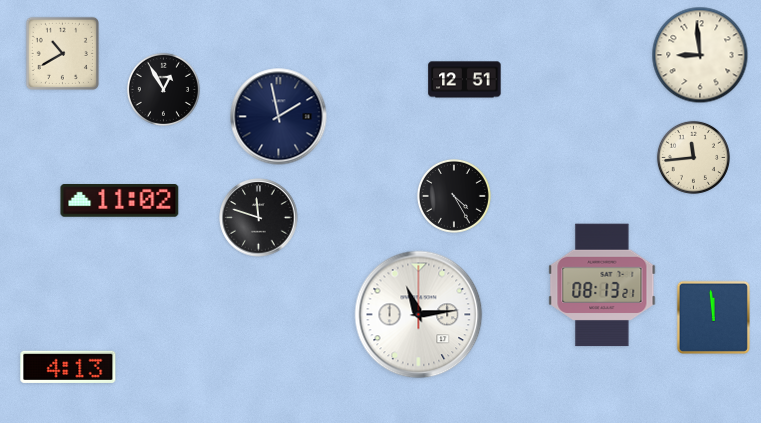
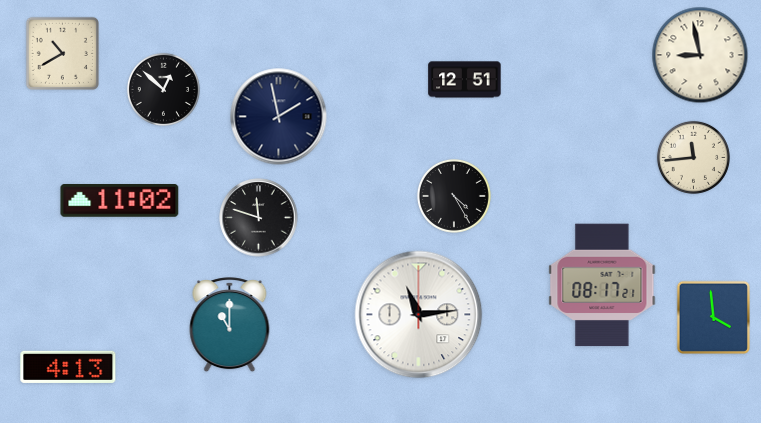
clock at (700, 55): 8:59 -> 8:58
clock at (163, 89): 12:55 -> 12:52
clock at (602, 285): 08:13 -> 08:17
clock at (713, 317): 11:59 -> 3:59
clock at (230, 326): none -> 11:00
